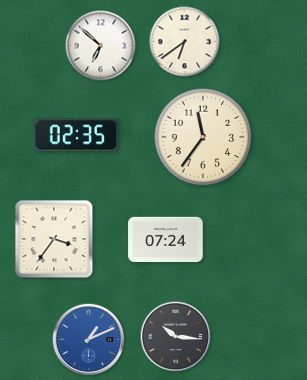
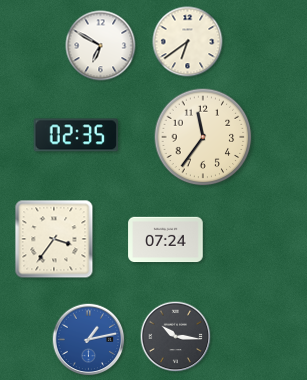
clock at (185, 42) position: (185, 42) -> (188, 42)
clock at (101, 46): 6:52 -> 6:50
clock at (89, 340): 1:11 -> 1:13
